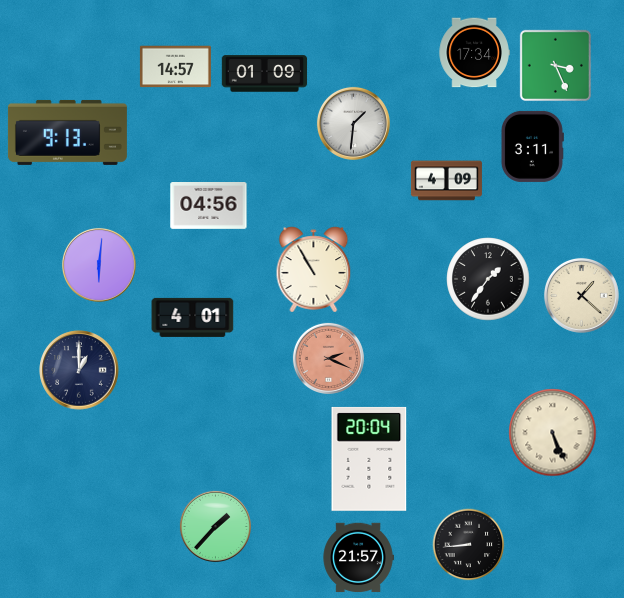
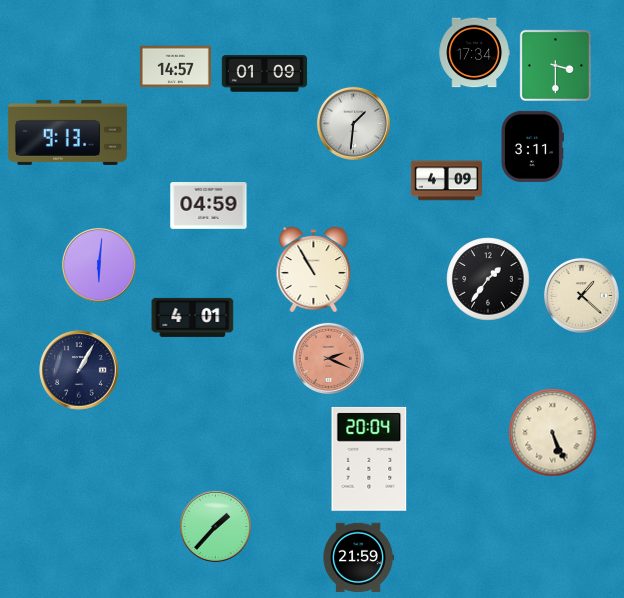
clock at (555, 65): 3:26 -> 3:30
clock at (209, 206): 04:56 -> 04:59
clock at (79, 370): 1:00 -> 1:05
clock at (469, 545): 8:44 -> none
clock at (358, 558): 21:57 -> 21:59
